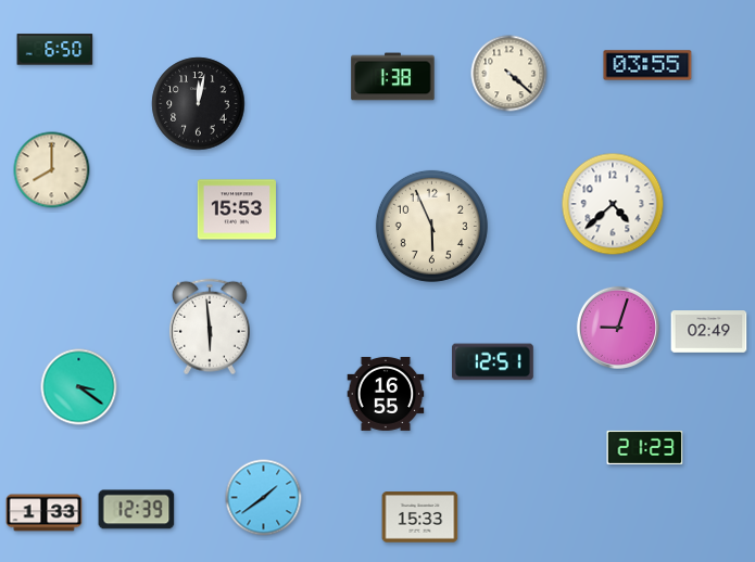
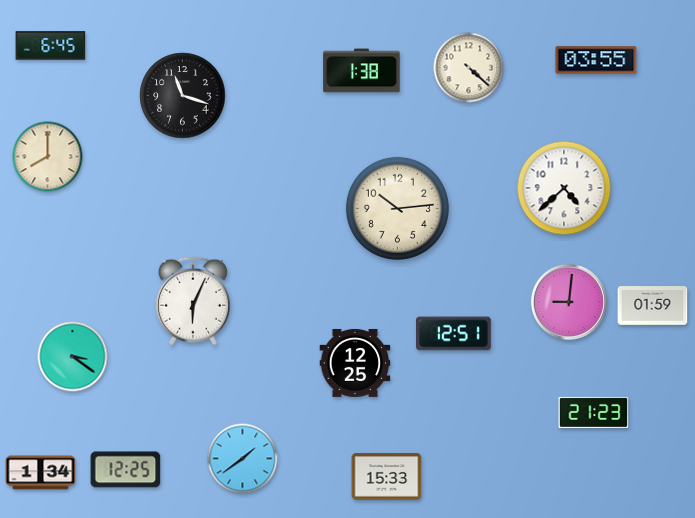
clock at (55, 50): 6:50 -> 6:45
clock at (199, 104): 12:02 -> 11:18
clock at (236, 209): 15:53 -> none
clock at (431, 226): 5:56 -> 10:14
clock at (210, 327): 5:59 -> 6:04
clock at (618, 328): 9:03 -> 9:01
clock at (709, 332): 02:49 -> 01:59
clock at (386, 394): 16:55 -> 12:25
clock at (137, 510): 12:39 -> 12:25
clock at (45, 513): 1:33 -> 1:34
